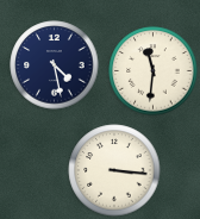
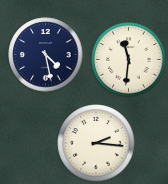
clock at (114, 170): 3:16 -> 2:16
